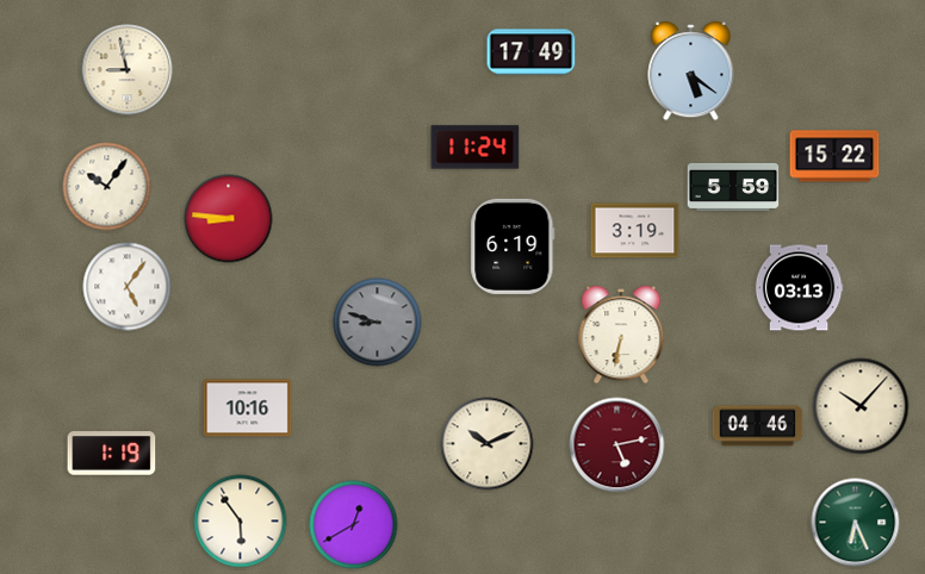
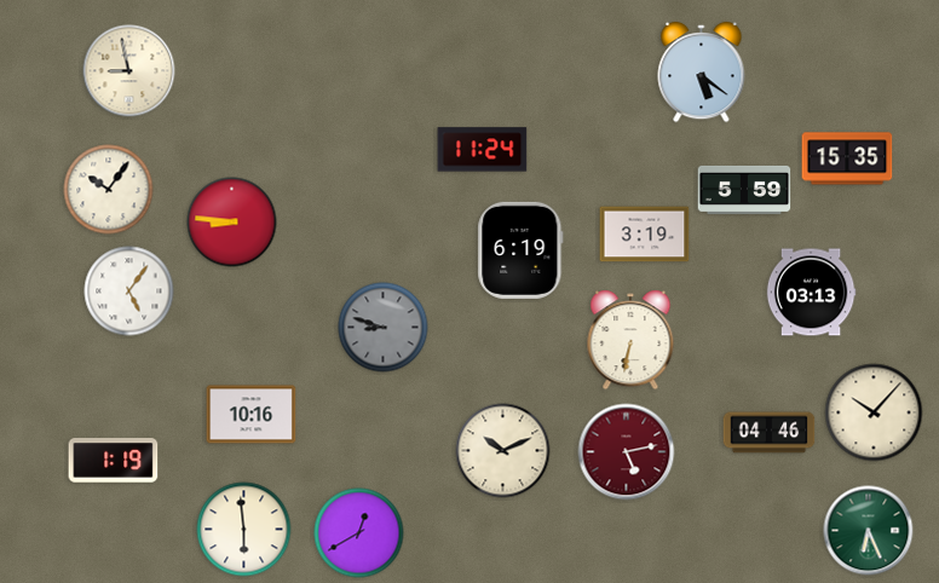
clock at (532, 52): 17:49 -> none
clock at (834, 156): 15:22 -> 15:35
clock at (488, 444) position: (488, 444) -> (503, 451)
clock at (241, 522): 5:54 -> 5:59
